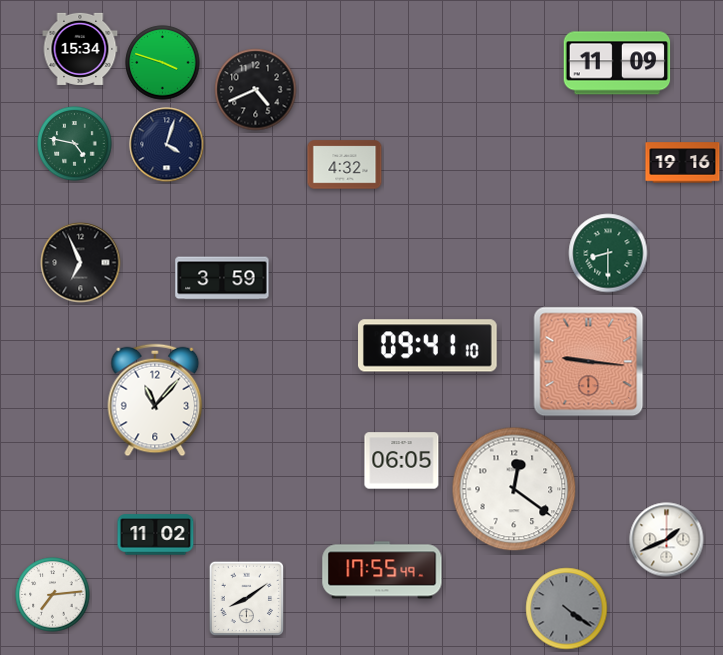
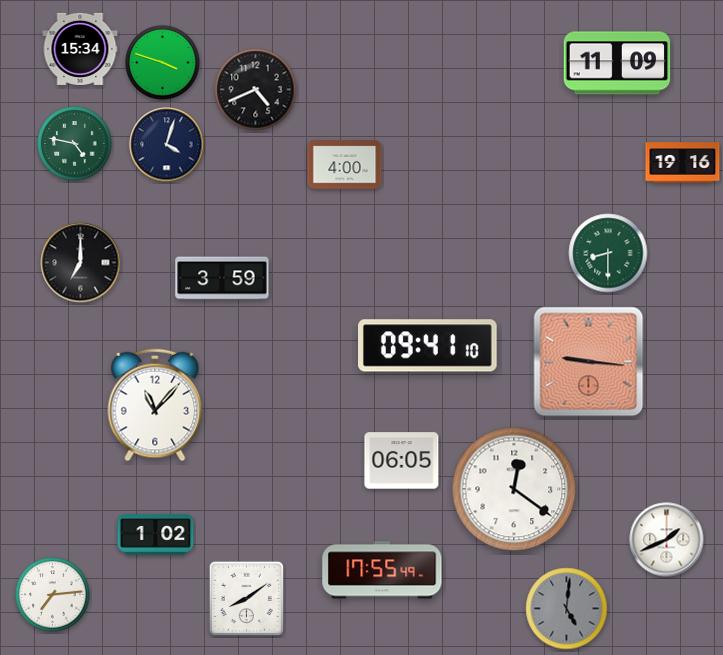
clock at (345, 165): 4:32 -> 4:00
clock at (81, 263): 6:56 -> 7:00
clock at (155, 400) position: (155, 400) -> (155, 405)
clock at (156, 535): 11:02 -> 1:02
clock at (567, 609): 4:21 -> 5:01
